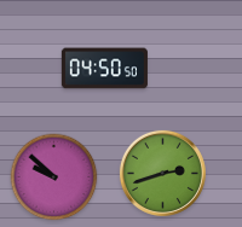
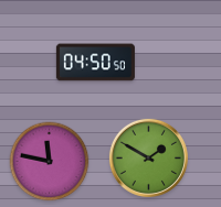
clock at (162, 173): 2:42 -> 1:50
clock at (54, 177): 9:52 -> 11:47
